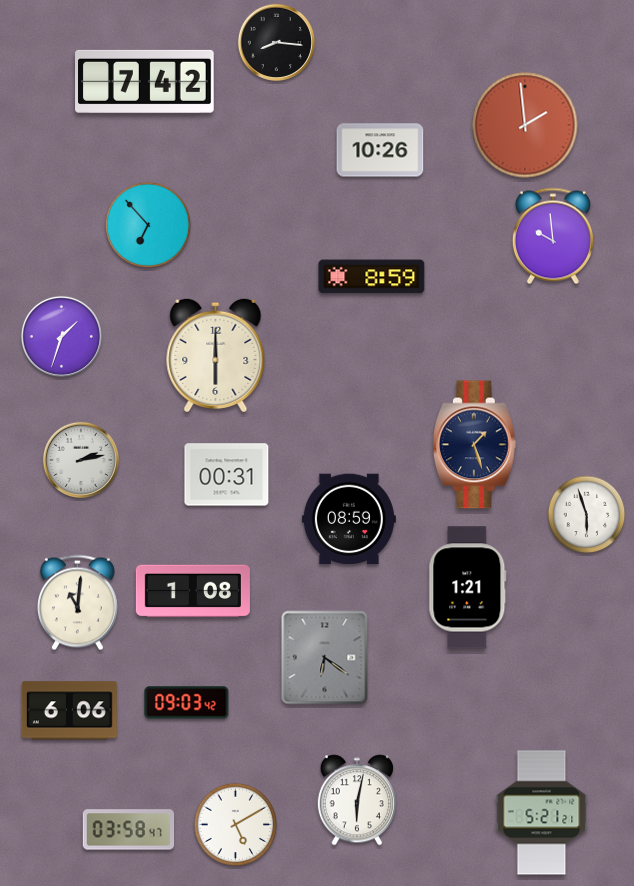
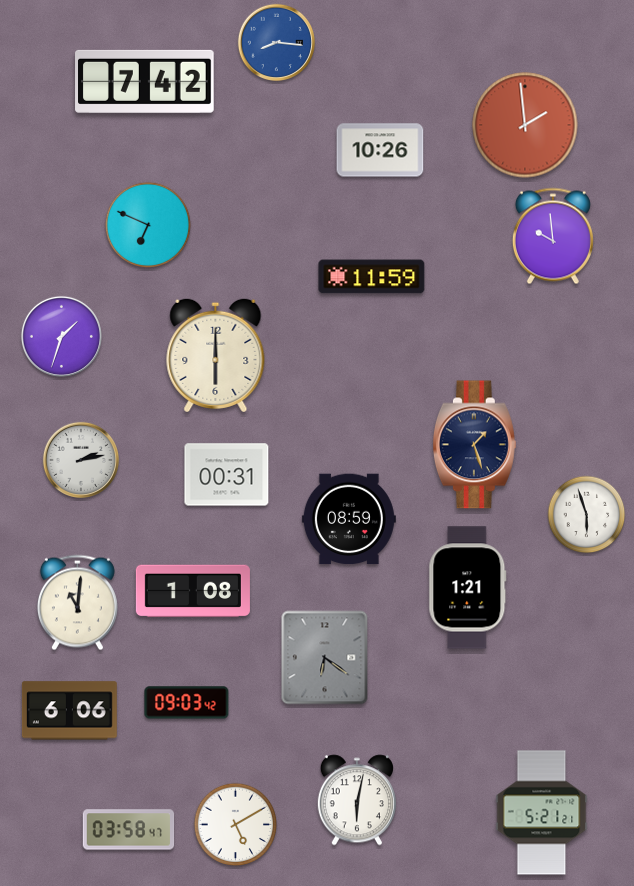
clock at (276, 42) dial: black -> blue
clock at (148, 225): 6:53 -> 6:49
clock at (372, 277): 8:59 -> 11:59
